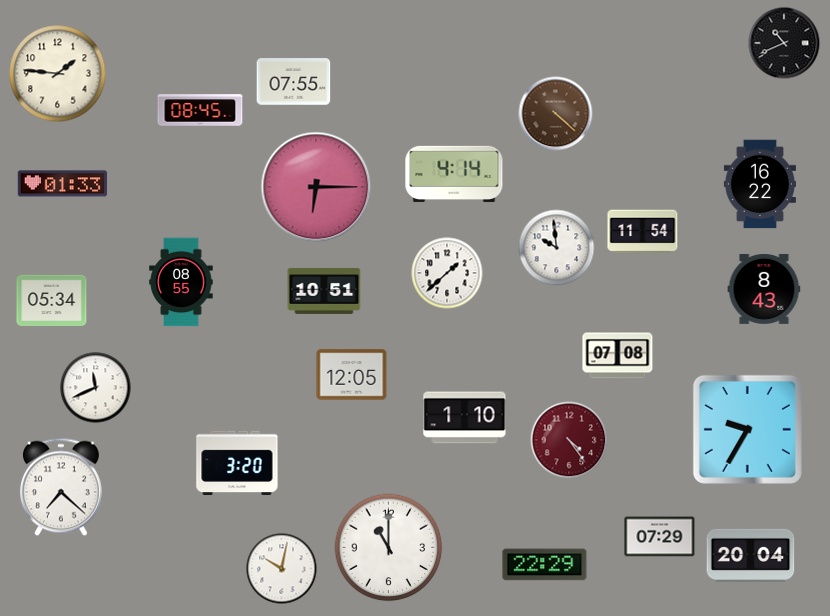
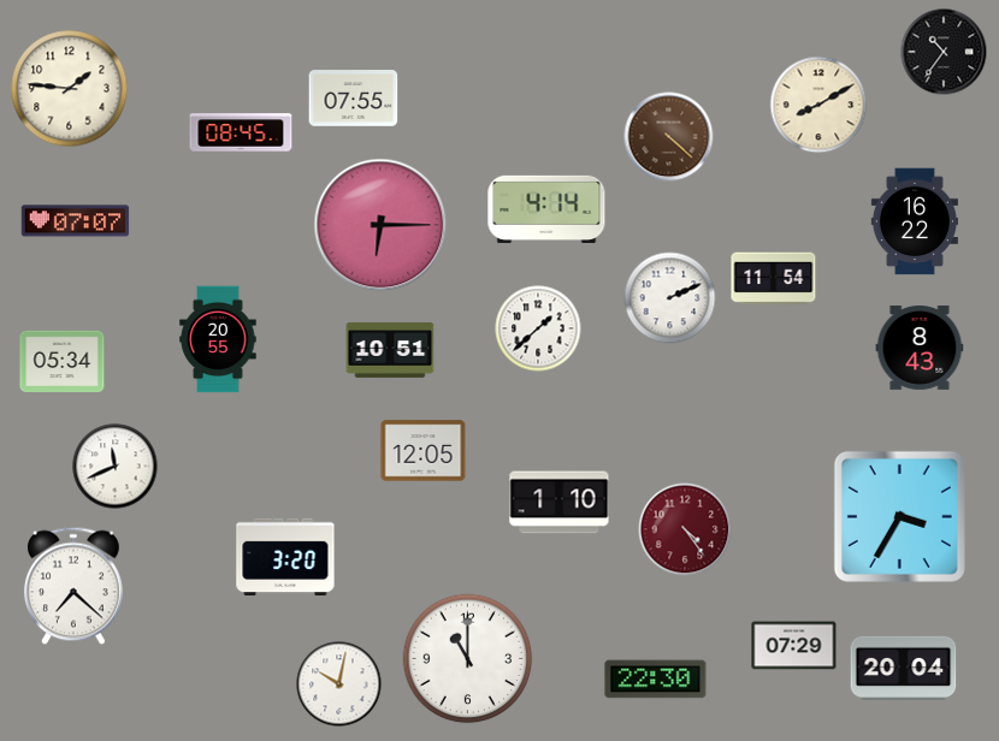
clock at (784, 43): 10:41 -> 10:36
clock at (818, 105): none -> 8:10
clock at (63, 184): 01:33 -> 07:07
clock at (557, 248): 9:59 -> 2:11
clock at (181, 282): 08:55 -> 20:55
clock at (618, 356): 07:08 -> none
clock at (747, 429): 9:35 -> 3:35
clock at (545, 565): 22:29 -> 22:30
